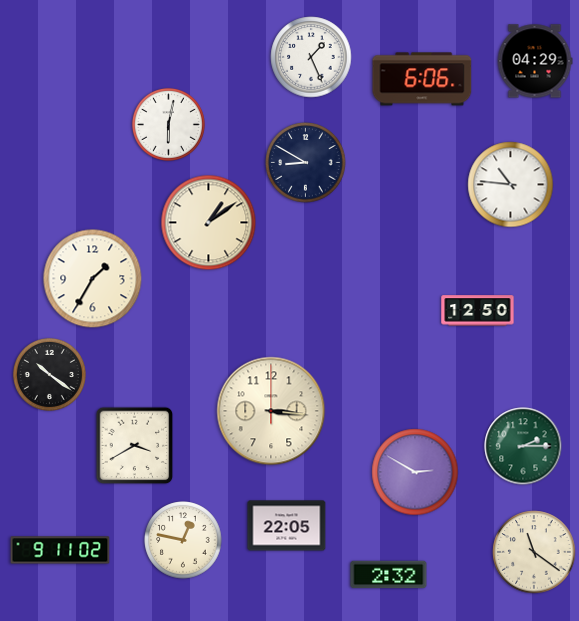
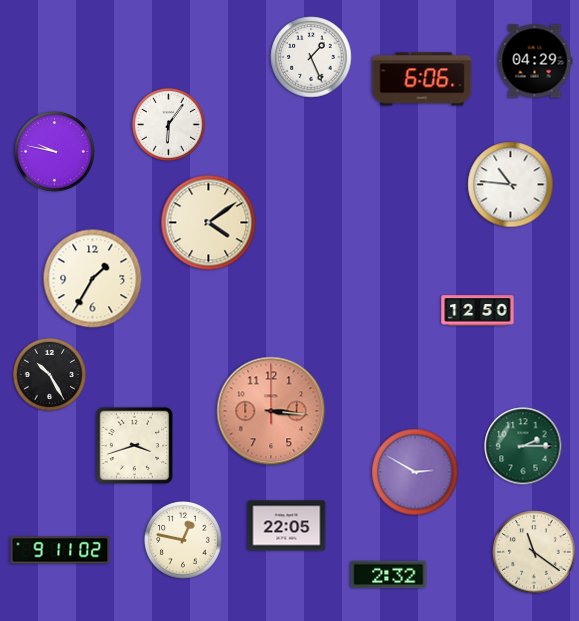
clock at (168, 124): 6:02 -> 6:06
clock at (55, 152): none -> 9:47
clock at (306, 163): 8:50 -> none
clock at (209, 223): 1:09 -> 4:09
clock at (49, 374): 10:21 -> 10:25
clock at (271, 411) dial: cream -> salmon
clock at (135, 446): 3:40 -> 3:42
